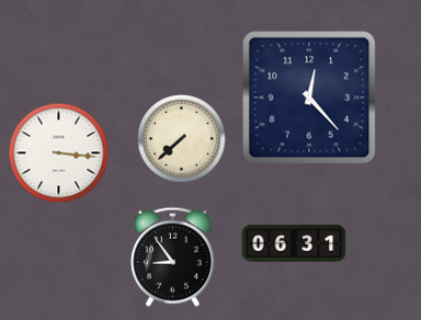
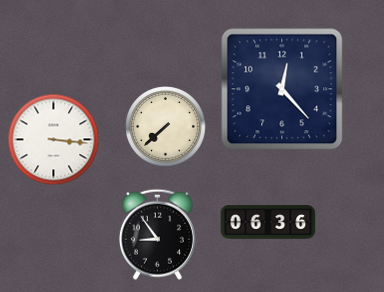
clock at (294, 243): 06:31 -> 06:36
